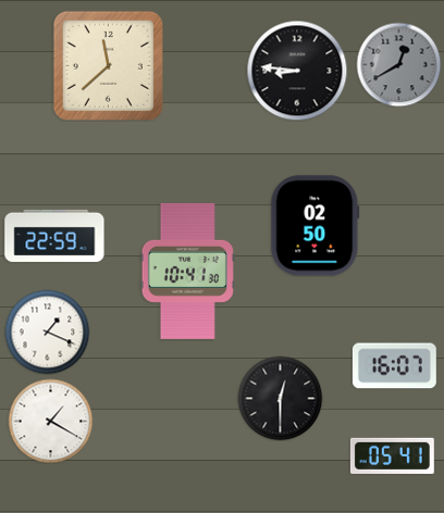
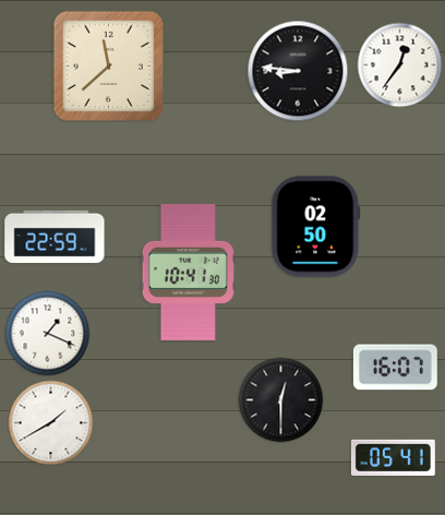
clock at (398, 64): 12:40 -> 12:36
clock at (398, 64) dial: grey -> white
clock at (50, 421): 1:20 -> 1:40
